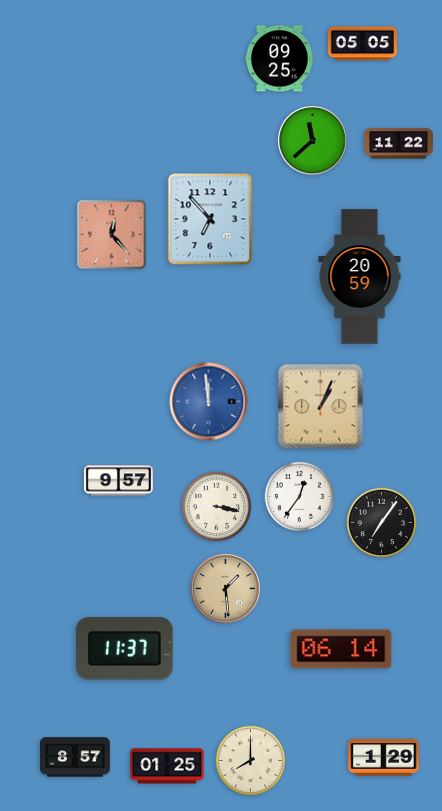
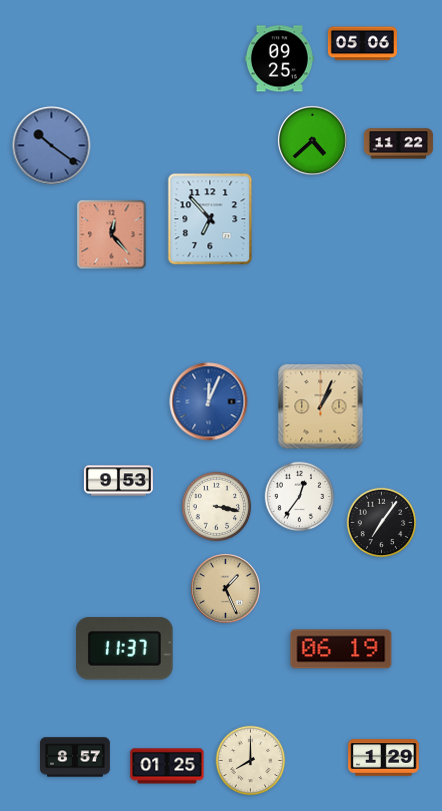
clock at (362, 44): 05:05 -> 05:06
clock at (313, 141): 11:38 -> 4:38
clock at (52, 146): none -> 10:21
clock at (360, 277): 20:59 -> none
clock at (209, 402): 11:59 -> 12:04
clock at (118, 481): 9:57 -> 9:53
clock at (226, 589): 1:29 -> 1:26
clock at (341, 649): 06:14 -> 06:19
